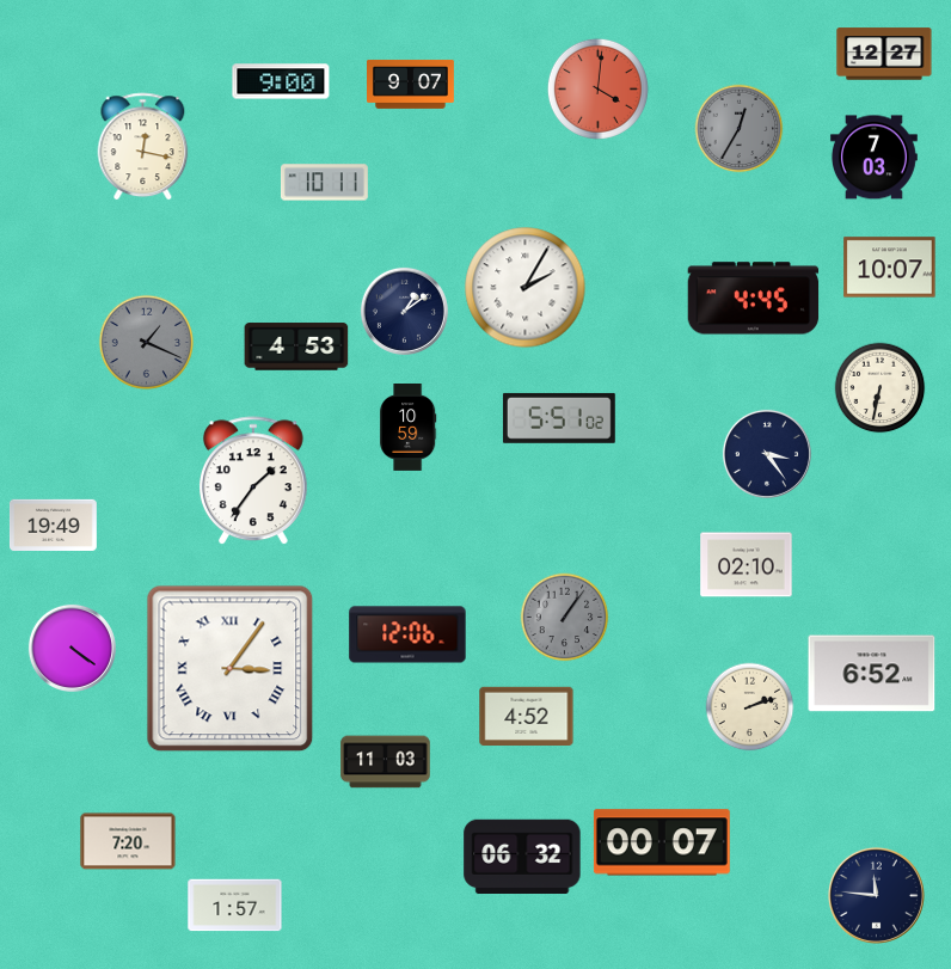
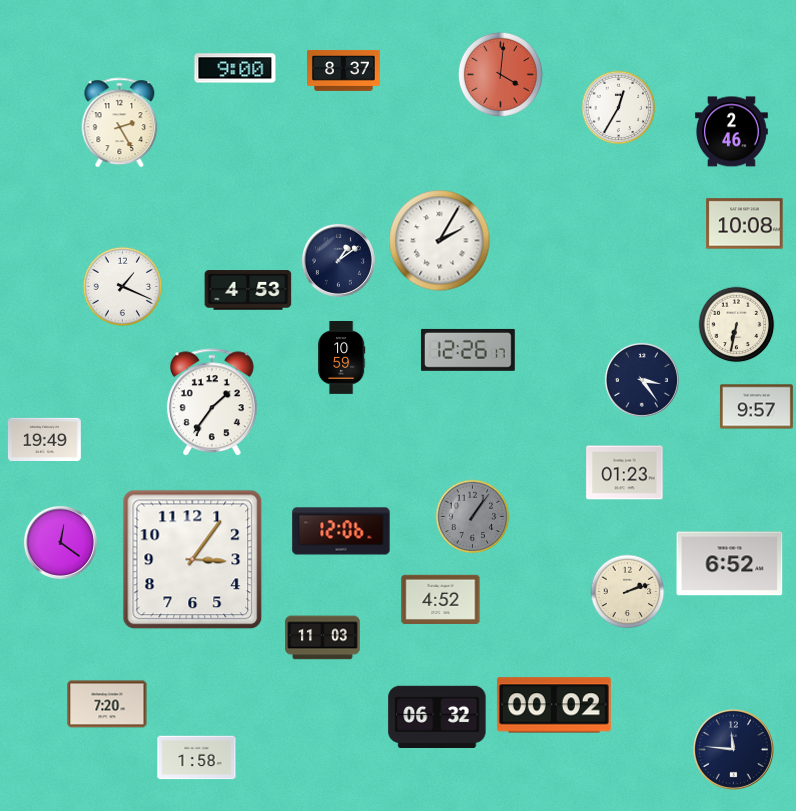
clock at (884, 54): 12:27 -> none
clock at (411, 85): 9:07 -> 8:37
clock at (740, 129) dial: grey -> white
clock at (143, 147): 12:17 -> 2:25
clock at (873, 158): 7:03 -> 2:46
clock at (325, 183): 10:11 -> none
clock at (890, 268): 10:07 -> 10:08
clock at (754, 299): 4:45 -> none
clock at (147, 343) dial: grey -> white
clock at (559, 418): 5:51 -> 12:26
clock at (756, 407): none -> 9:57
clock at (747, 565): 02:10 -> 01:23
clock at (72, 648): 4:21 -> 12:21
clock at (231, 669) numerals: Roman -> Arabic
clock at (662, 842): 00:07 -> 00:02
clock at (235, 906): 1:57 -> 1:58
